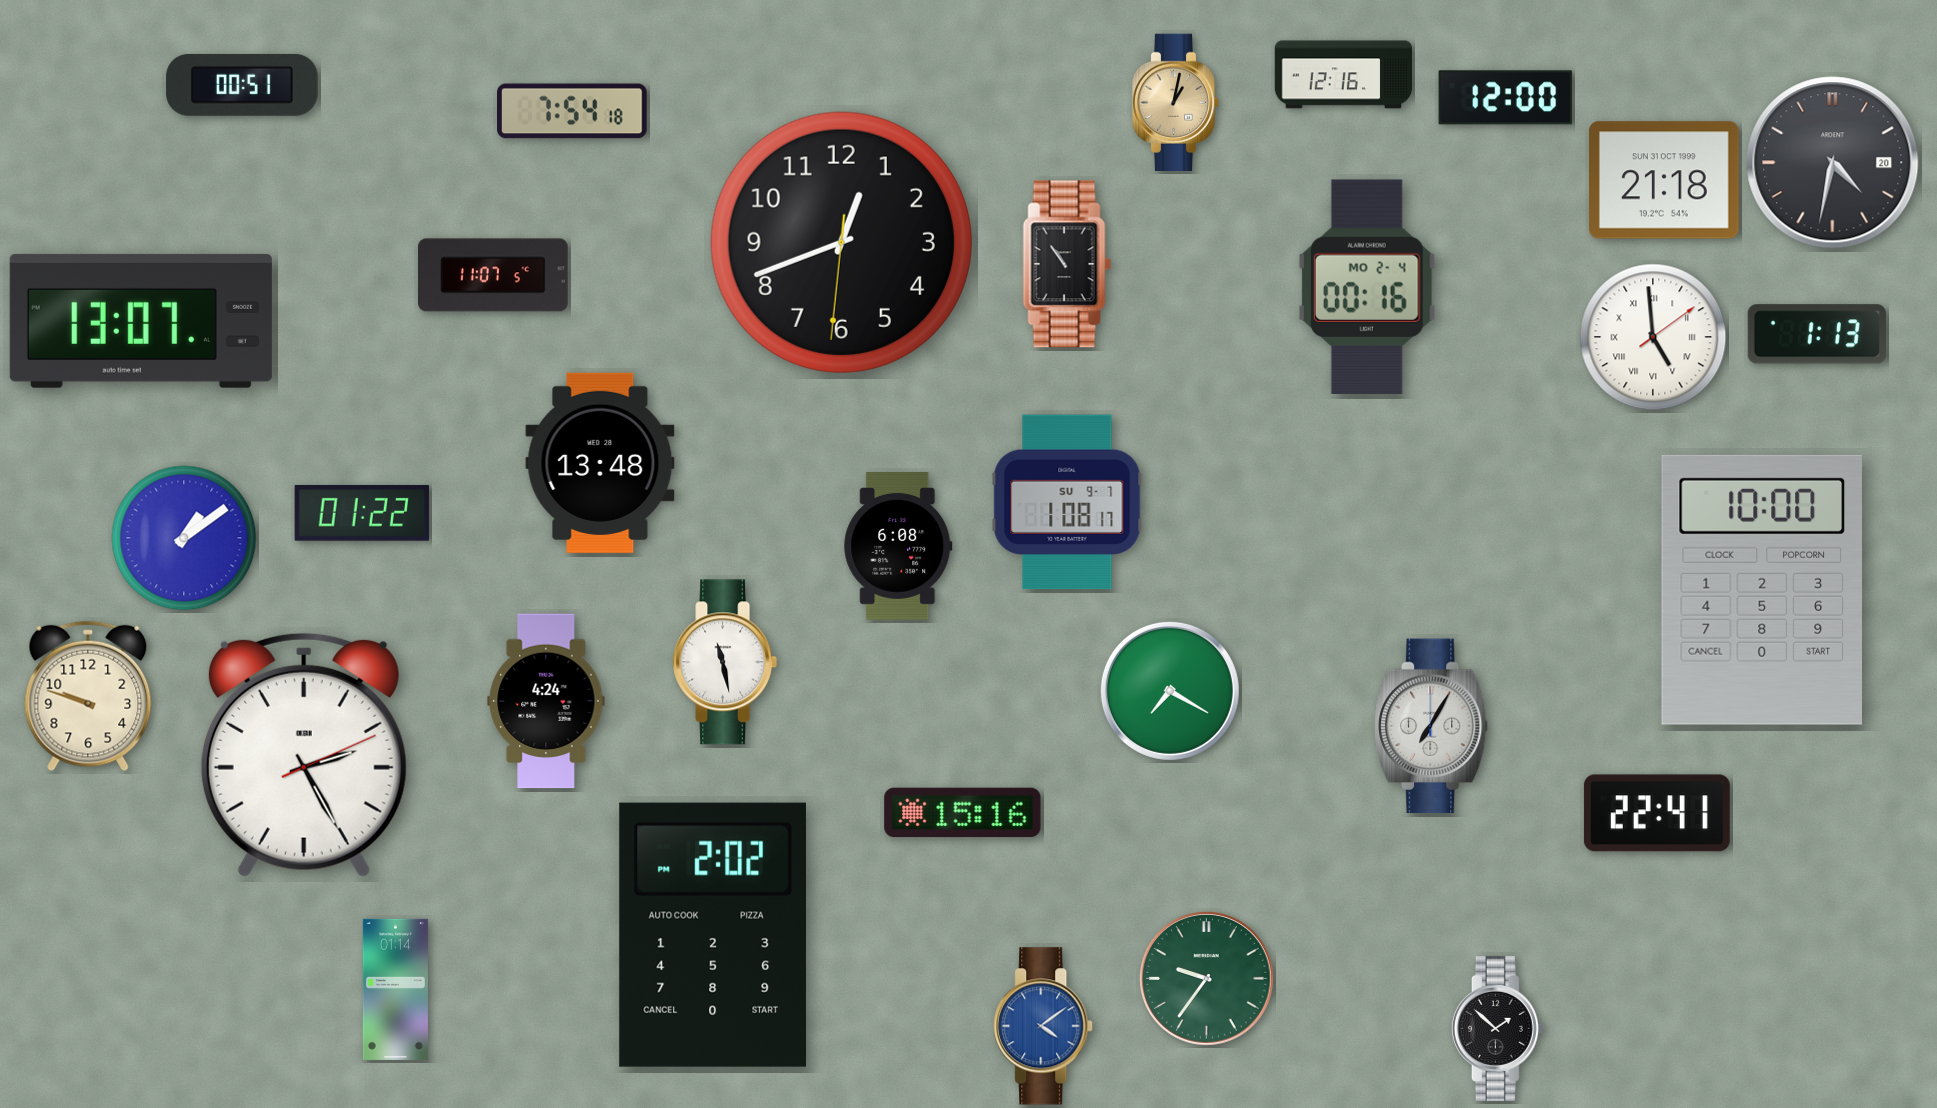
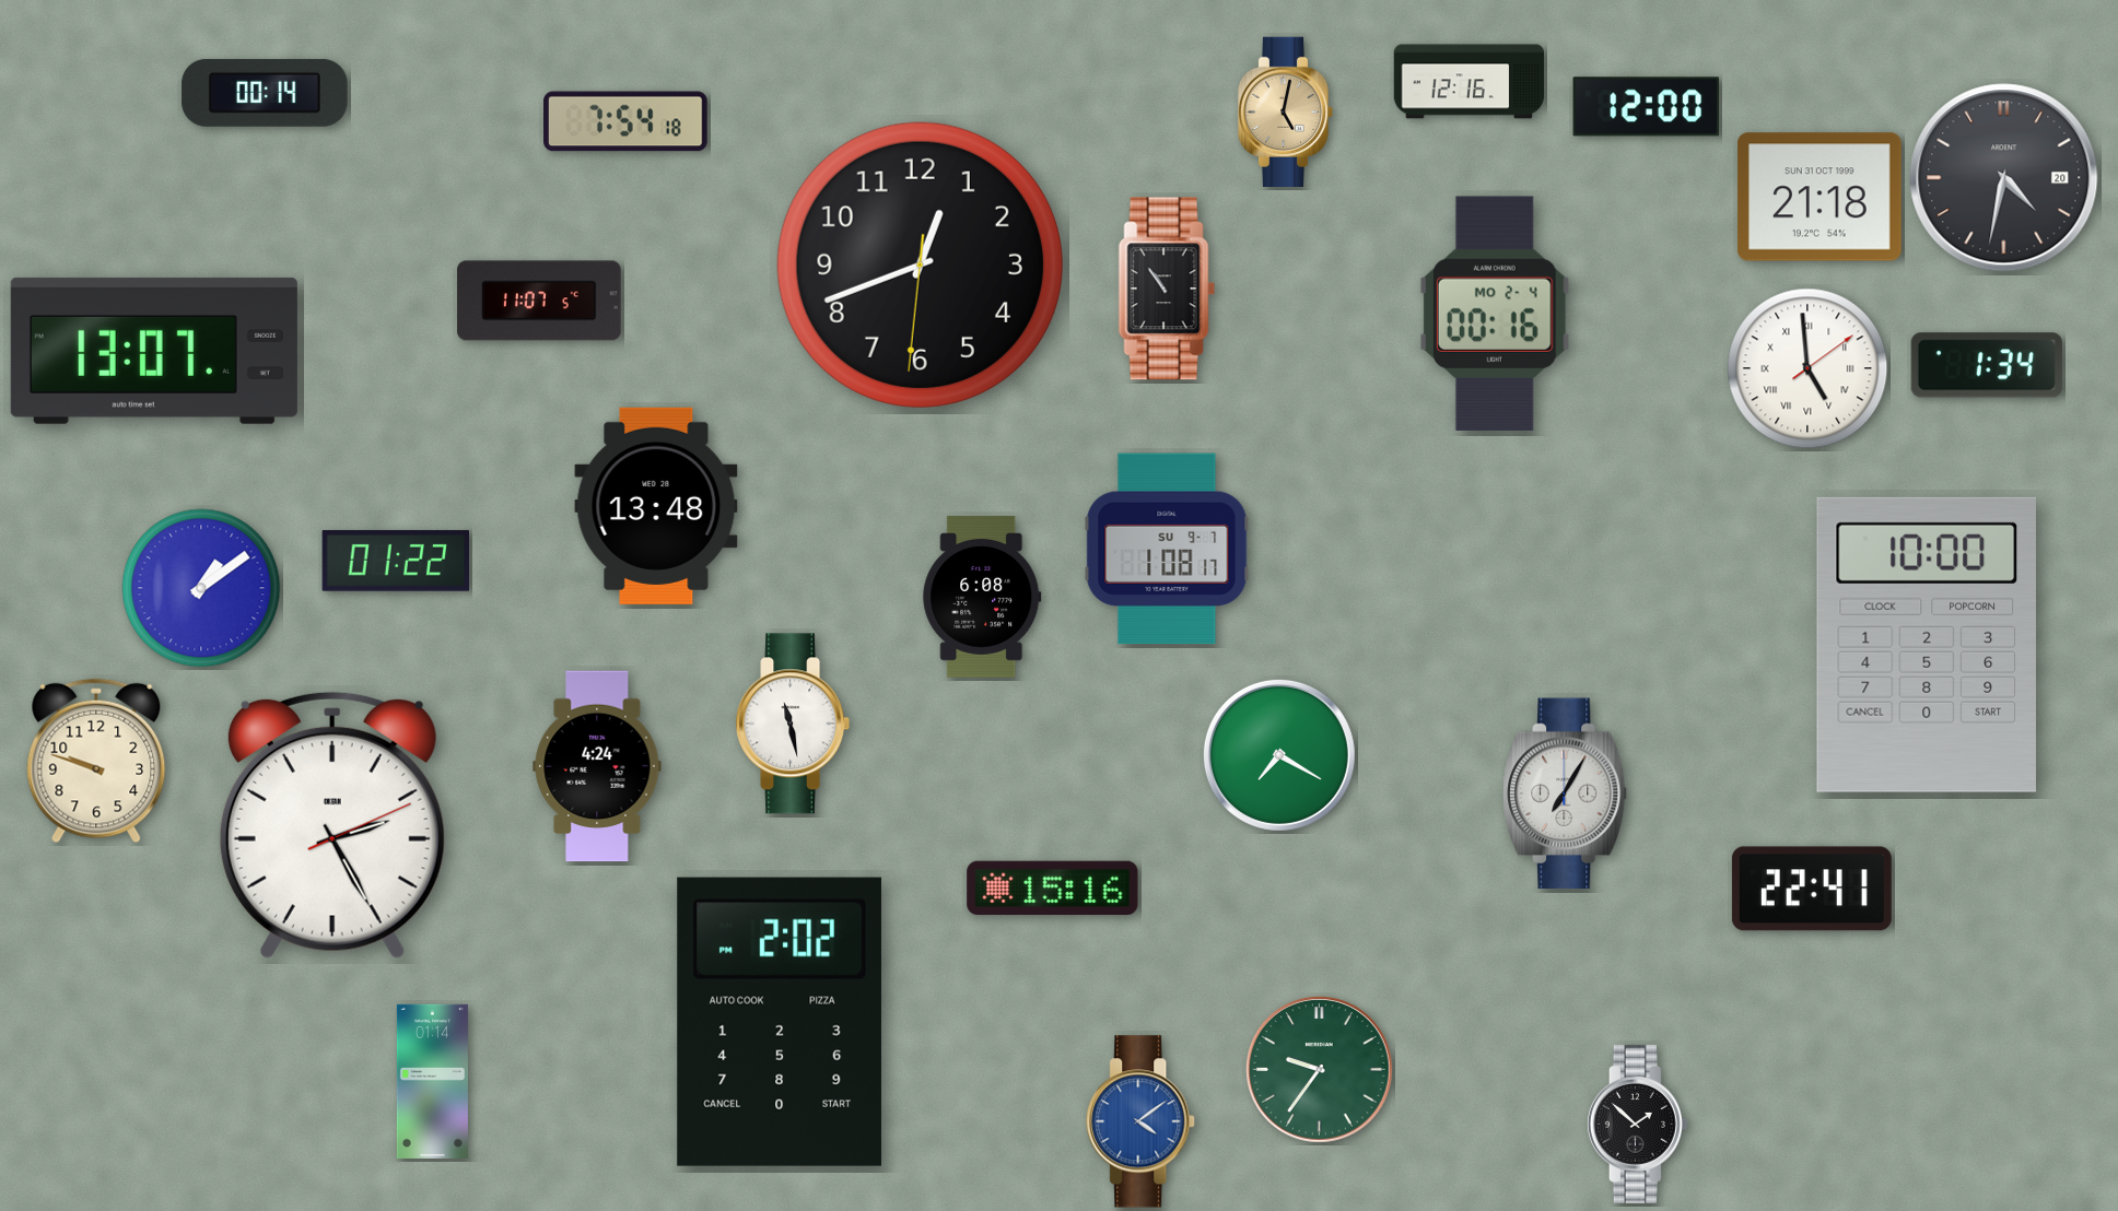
clock at (242, 85): 00:51 -> 00:14
clock at (1176, 102): 1:02 -> 5:02
clock at (1817, 334): 1:13 -> 1:34
